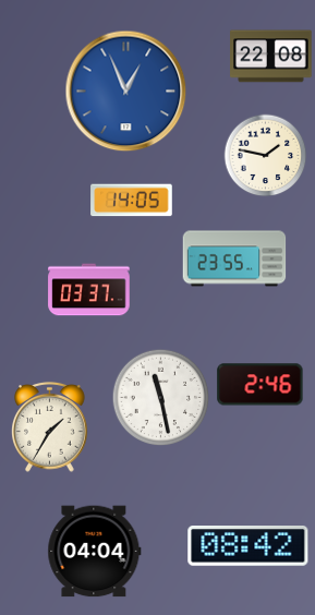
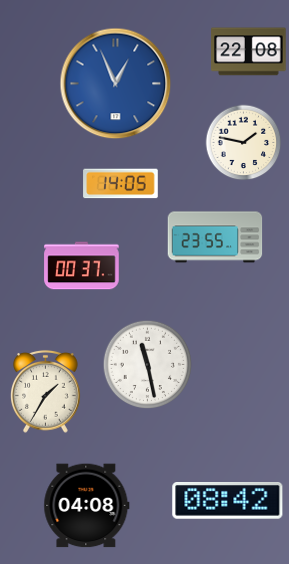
clock at (89, 290): 03:37 -> 00:37
clock at (261, 385): 2:46 -> none
clock at (95, 552): 04:04 -> 04:08
